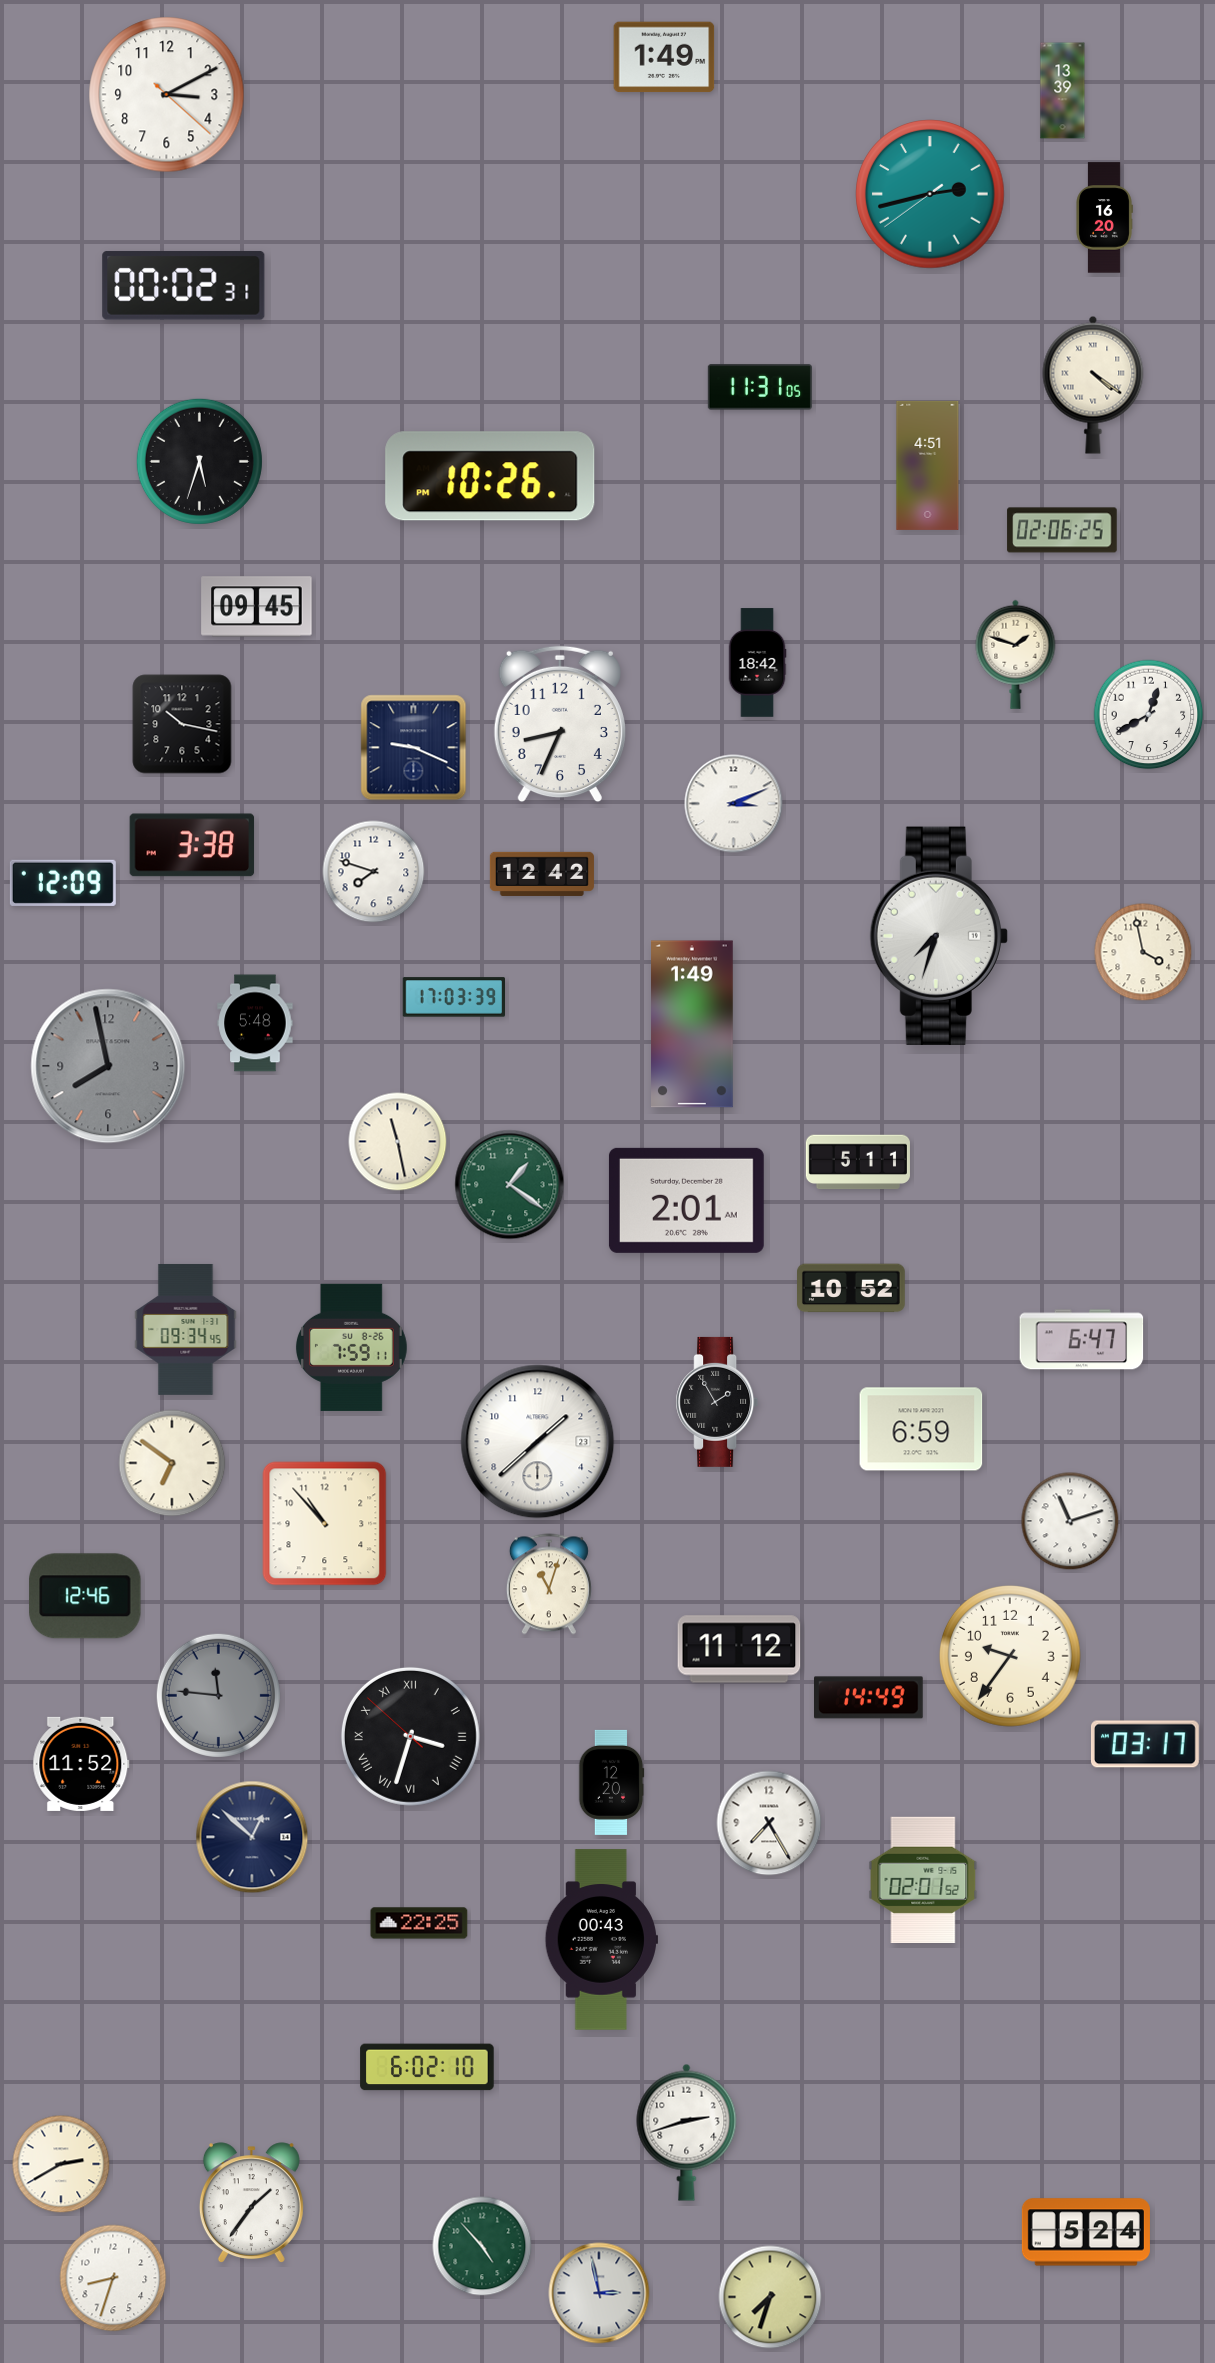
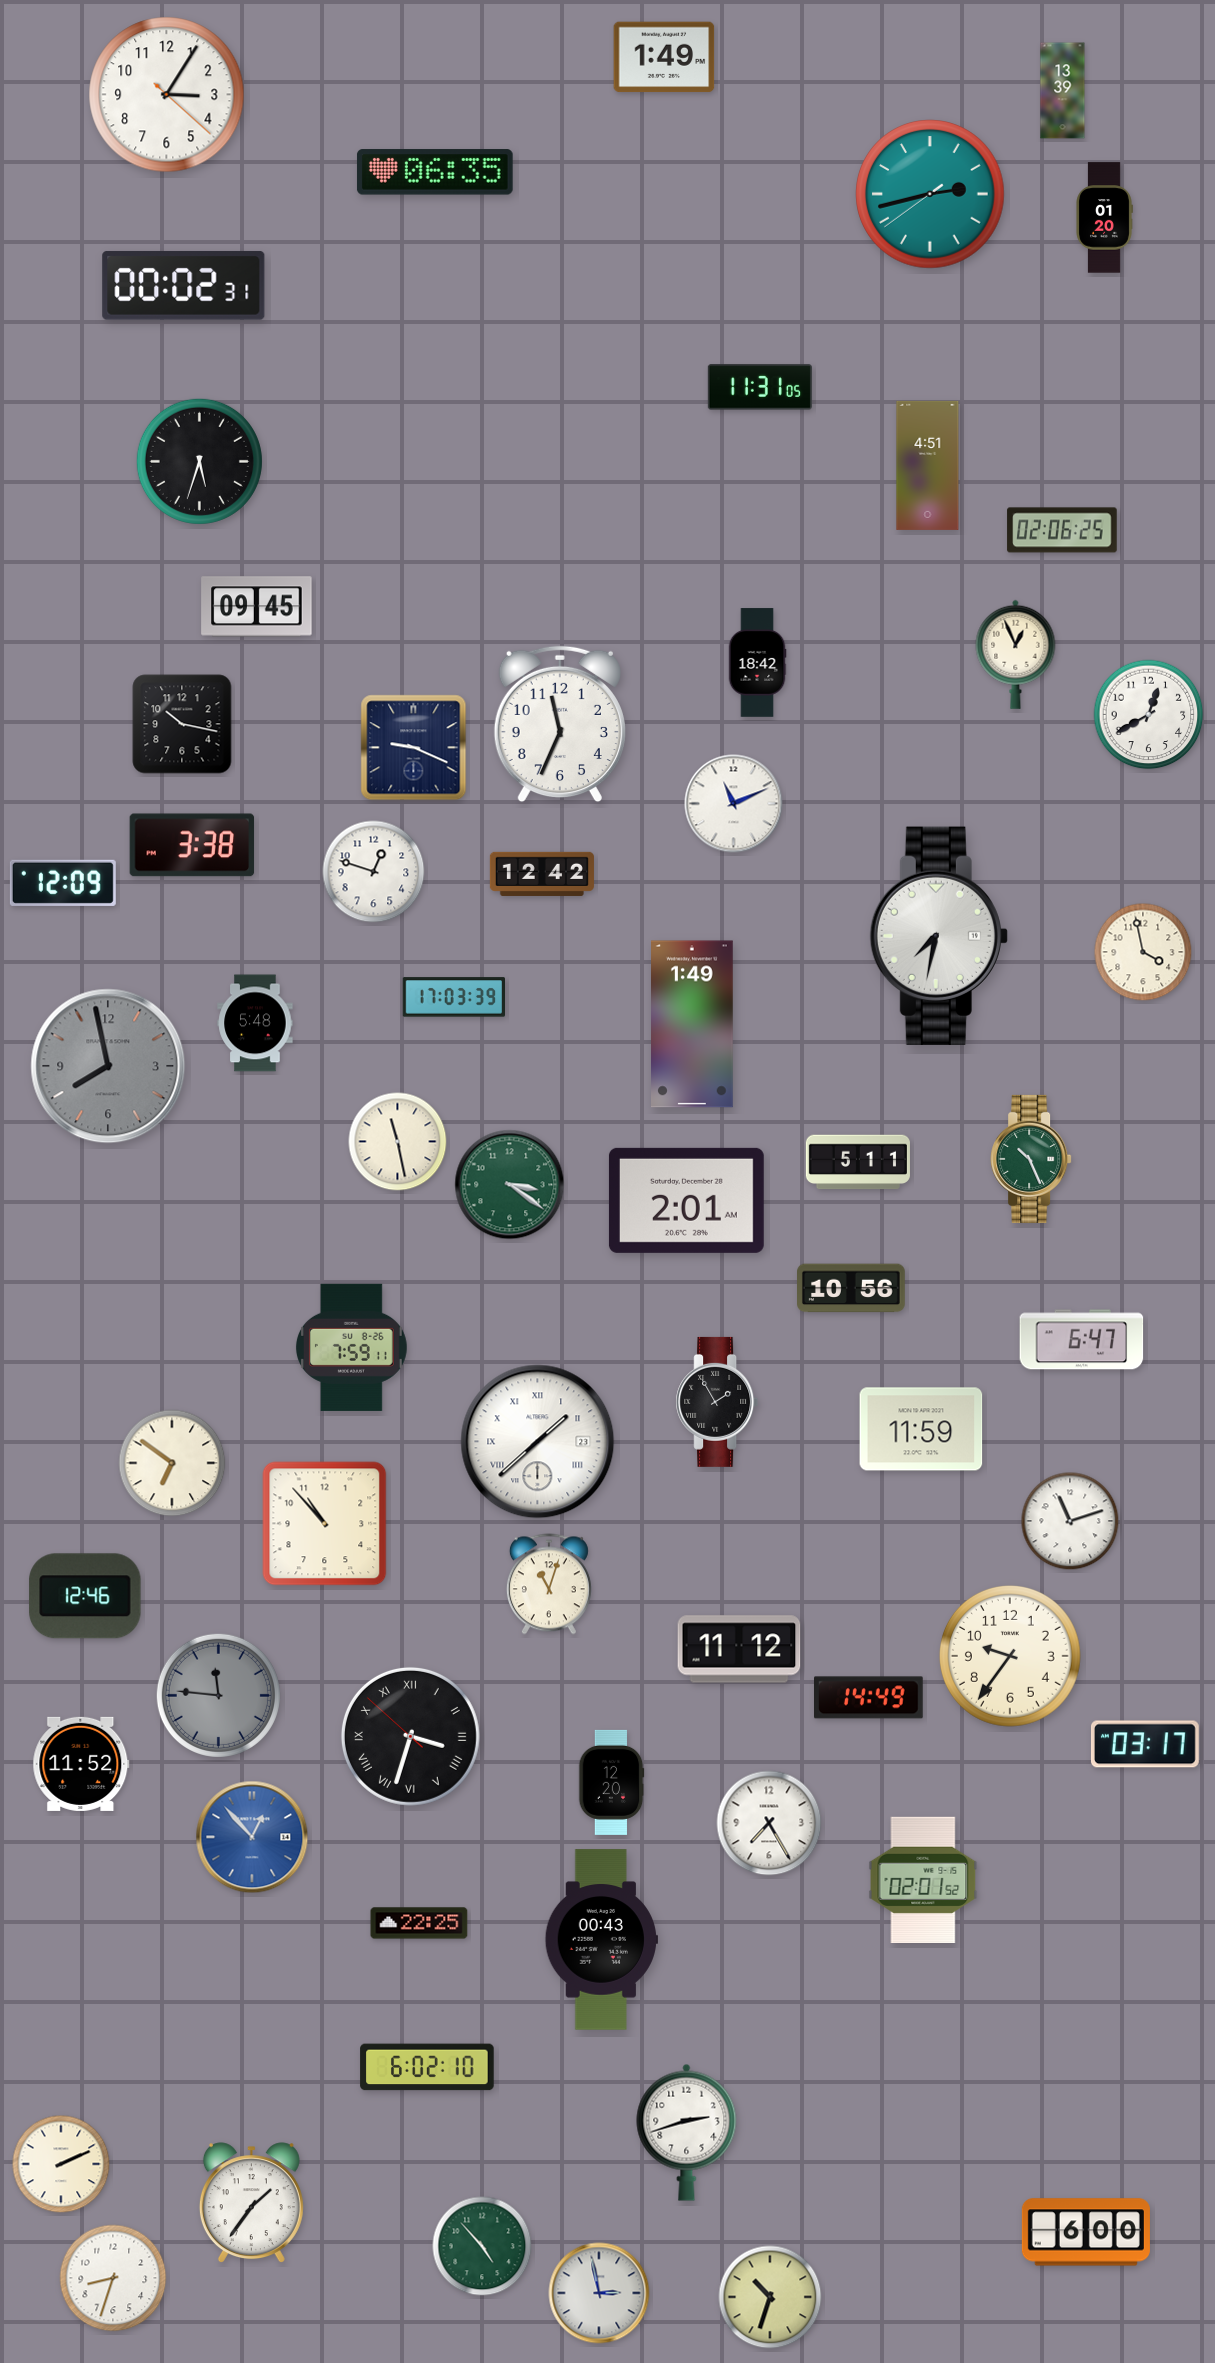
clock at (167, 95): 3:10 -> 3:05
clock at (435, 172): none -> 06:35
clock at (1104, 218): 16:20 -> 01:20
clock at (1093, 385): 4:21 -> none
clock at (490, 476): 10:26 -> none
clock at (1016, 654): 1:48 -> 12:56
clock at (560, 724): 8:34 -> 11:34
clock at (734, 804): 3:11 -> 11:11
clock at (374, 872): 7:48 -> 12:48
clock at (939, 936): 7:33 -> 7:32
clock at (1031, 1159): none -> 10:26
clock at (510, 1185): 1:21 -> 3:21
clock at (852, 1288): 10:52 -> 10:56
clock at (186, 1329): 09:34 -> none
clock at (921, 1429): 6:59 -> 11:59
clock at (538, 1442) numerals: Arabic -> Roman
clock at (252, 1837): 12:52 -> 12:53
clock at (252, 1837) dial: navy -> blue
clock at (61, 2164): 2:40 -> 2:11
clock at (1086, 2232): 5:24 -> 6:00
clock at (770, 2297): 7:33 -> 10:33
